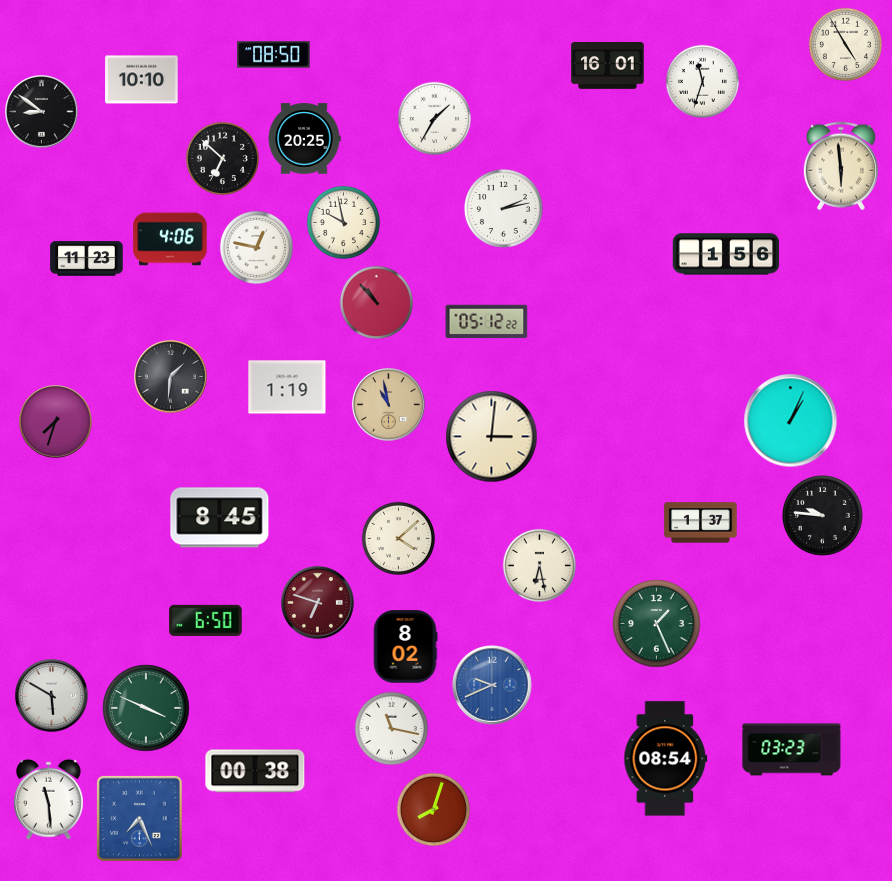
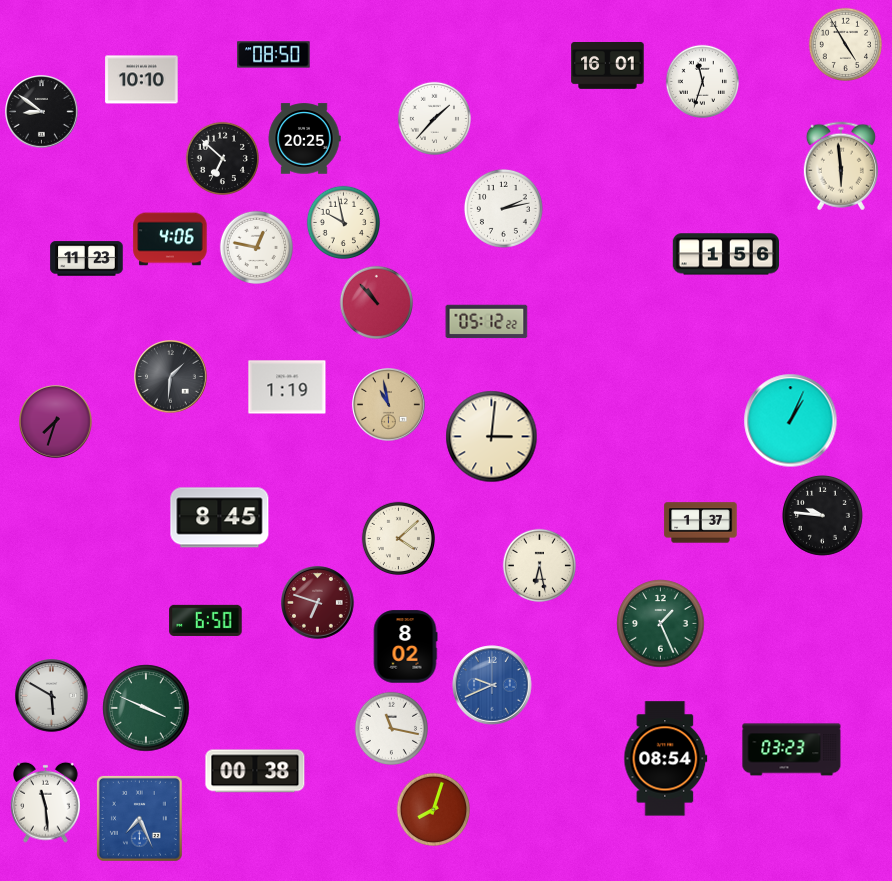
clock at (434, 118): 1:35 -> 1:37
clock at (657, 624) position: (657, 624) -> (661, 624)
clock at (49, 799) position: (49, 799) -> (46, 802)
